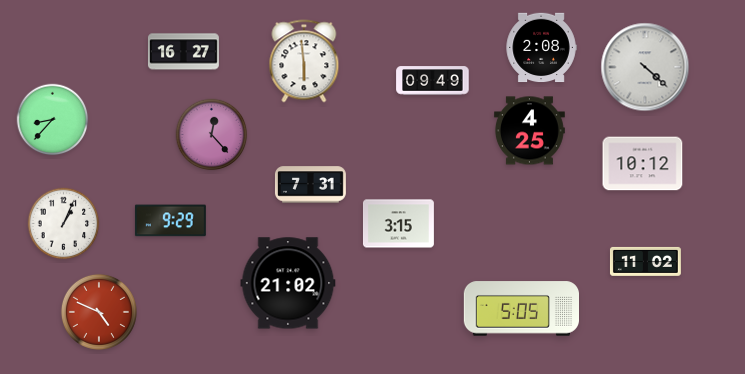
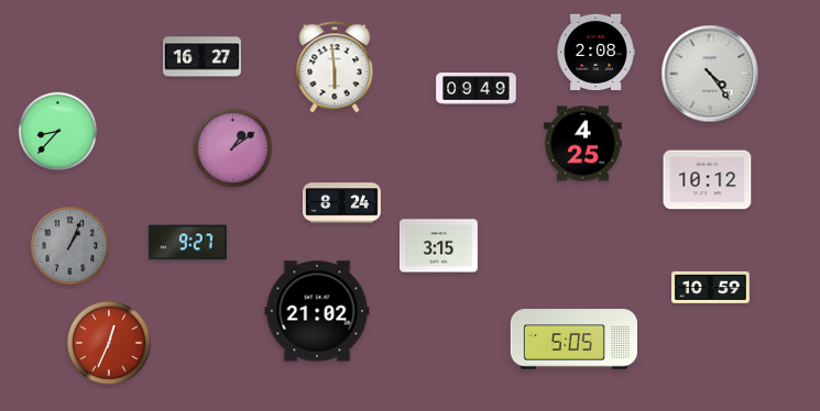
clock at (645, 67): 4:22 -> 4:24
clock at (212, 135): 12:23 -> 1:09
clock at (310, 185): 7:31 -> 8:24
clock at (170, 221): 9:29 -> 9:27
clock at (64, 224) dial: white -> grey
clock at (645, 261): 11:02 -> 10:59
clock at (99, 312): 4:49 -> 12:34
